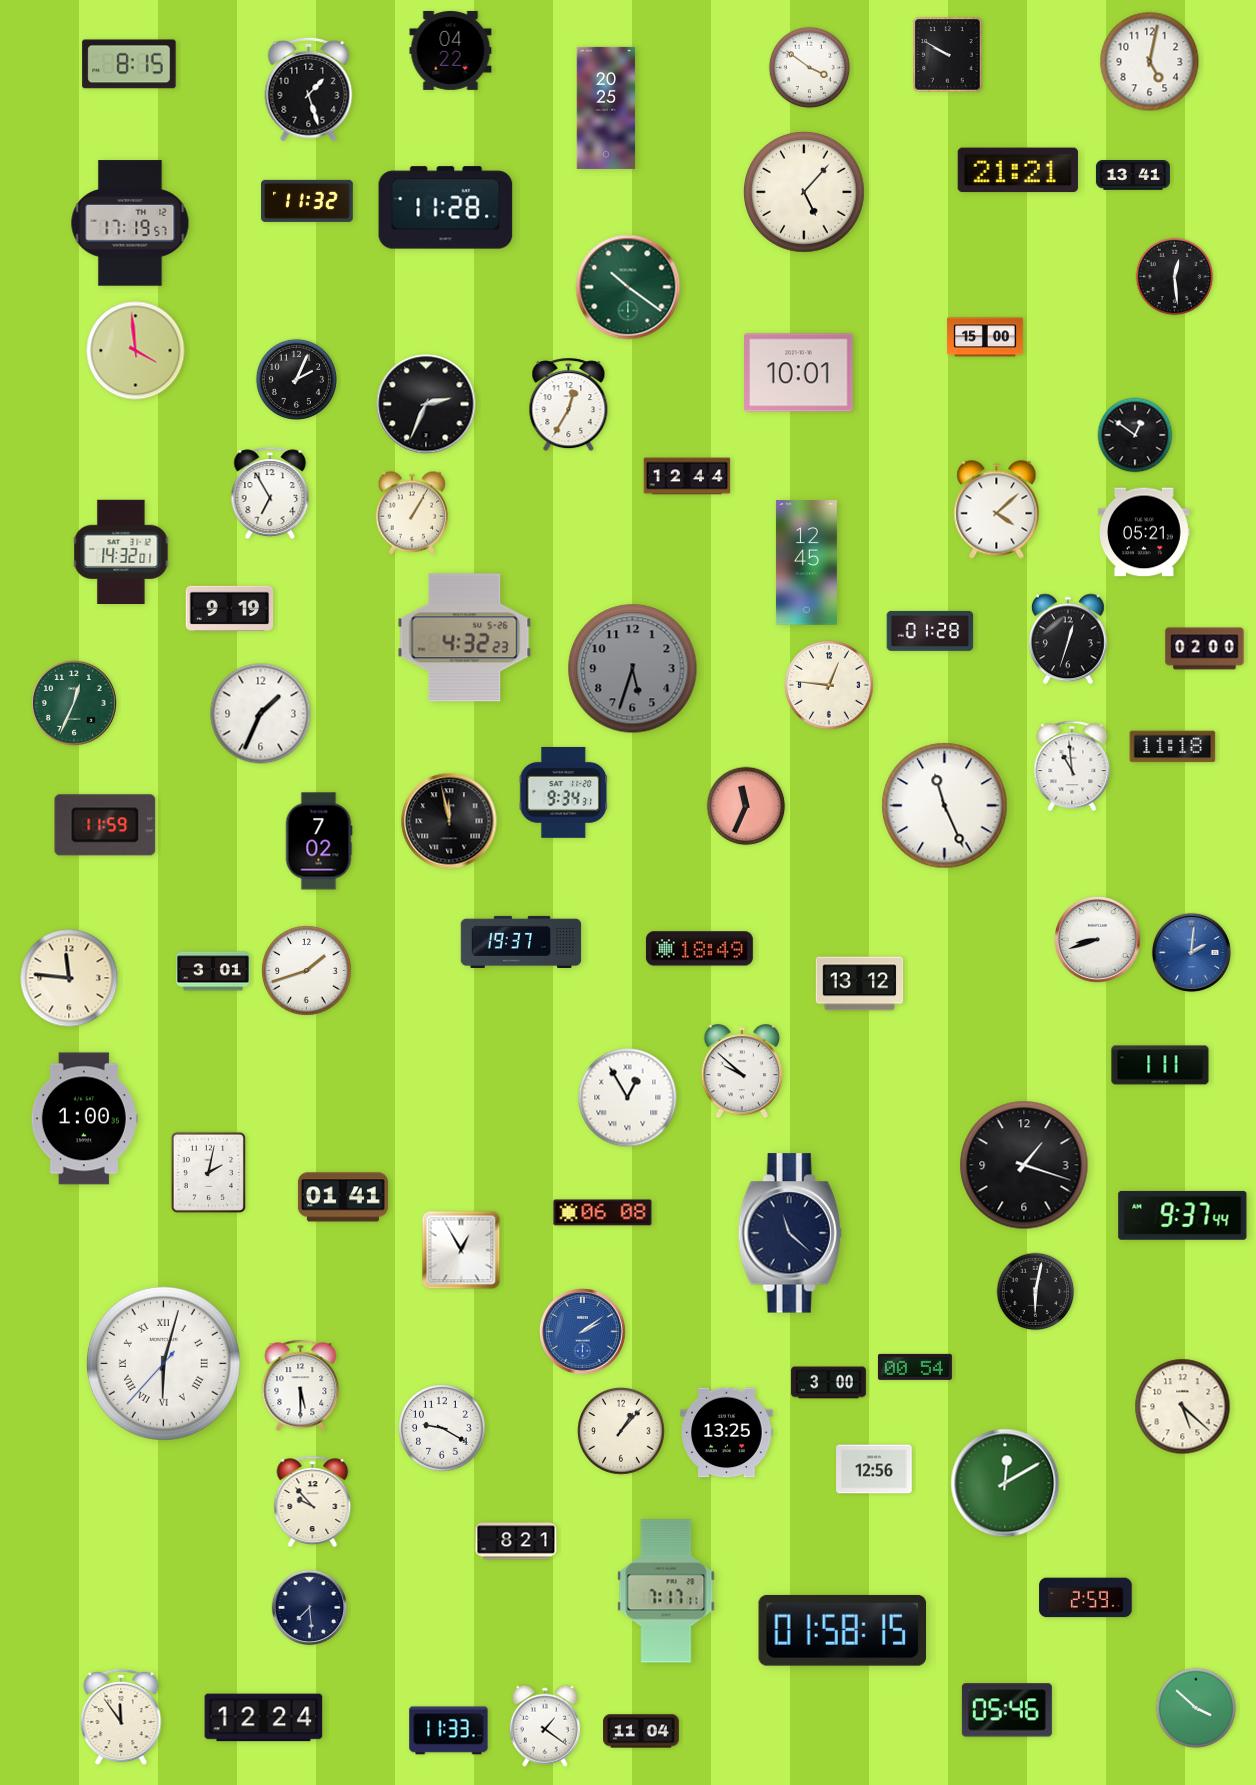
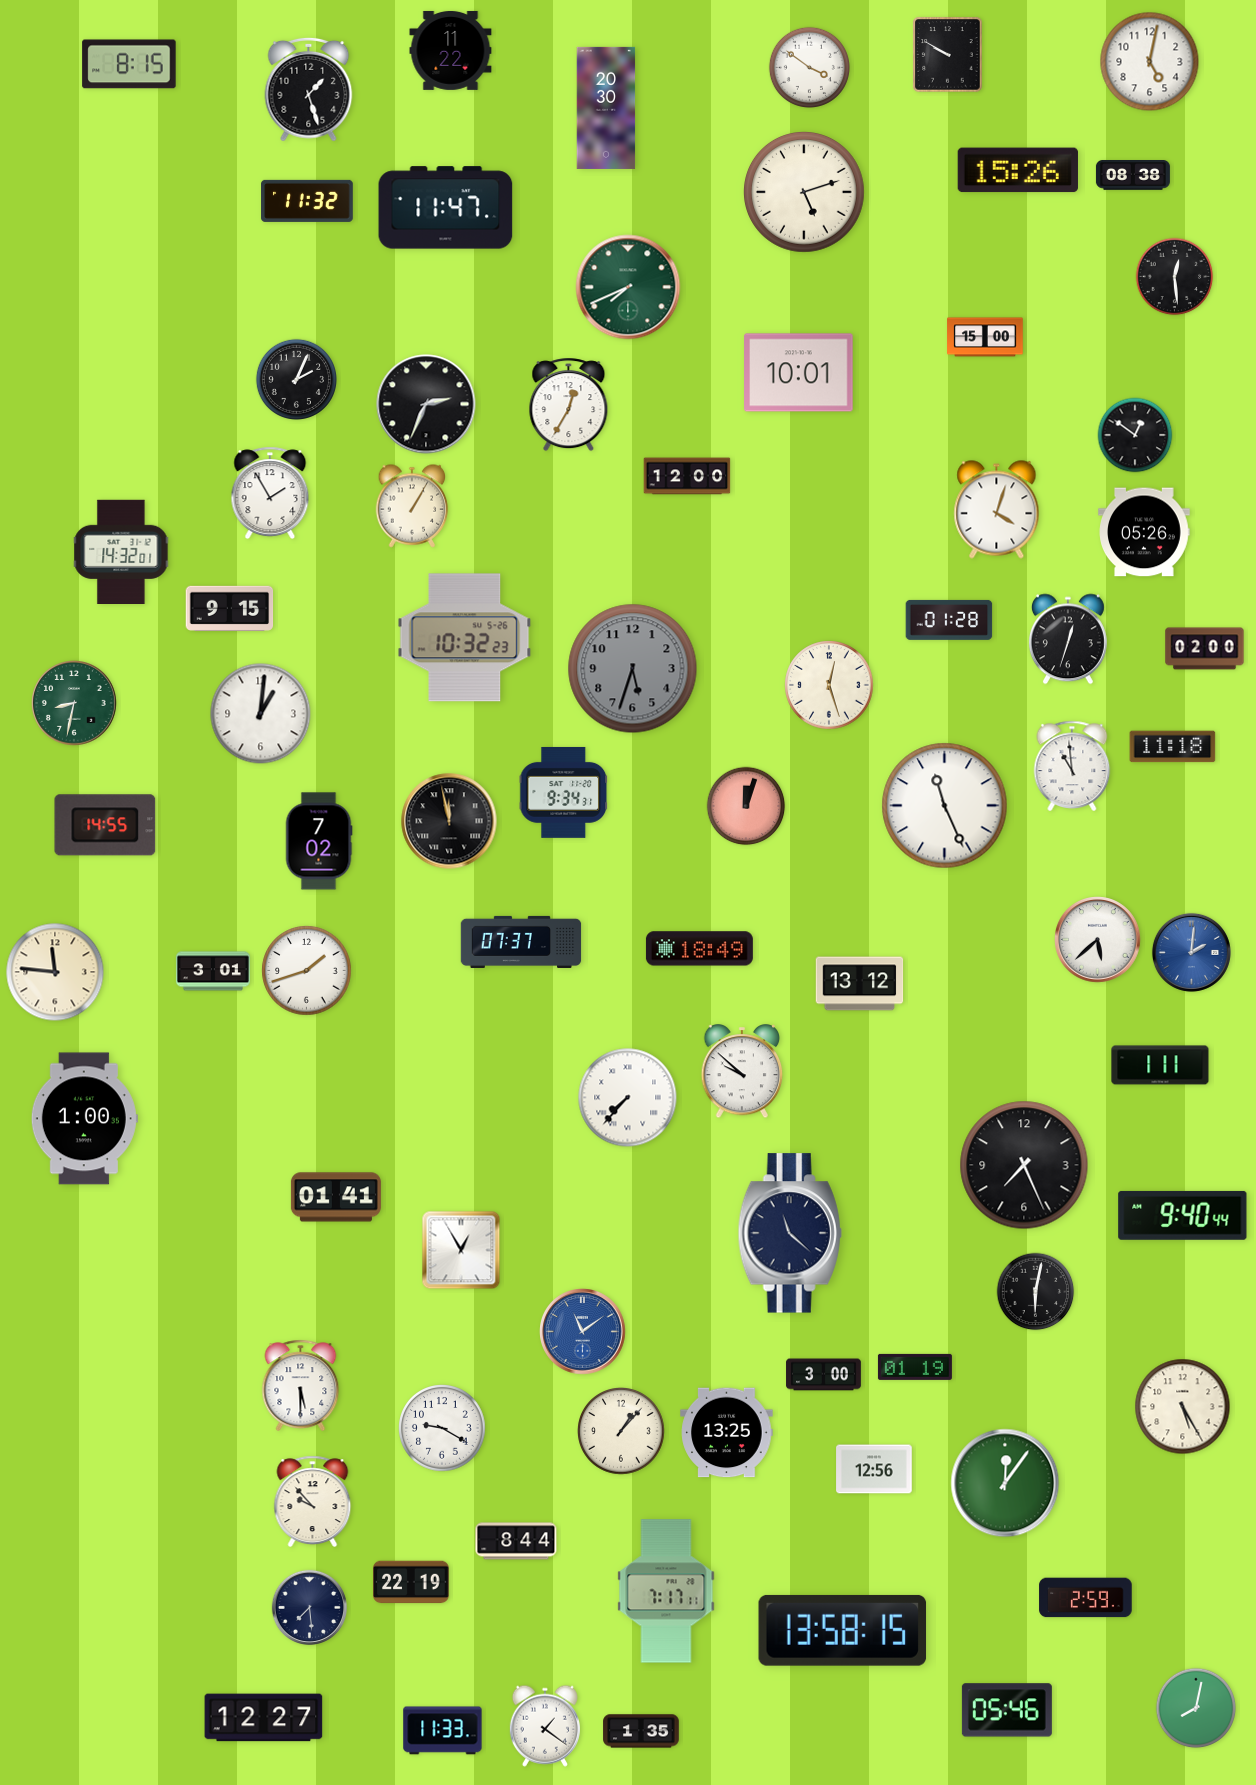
clock at (451, 50): 04:22 -> 11:22
clock at (606, 108): 20:25 -> 20:30
clock at (1018, 170): 21:21 -> 15:26
clock at (1133, 176): 13:41 -> 08:38
clock at (805, 193): 5:07 -> 5:12
clock at (446, 208): 11:28 -> 11:47
clock at (130, 223): 17:19 -> none
clock at (628, 287): 10:21 -> 7:41
clock at (136, 351): 3:59 -> none
clock at (687, 476): 12:44 -> 12:00
clock at (270, 493): 6:55 -> 1:55
clock at (997, 510): 4:08 -> 4:03
clock at (412, 513) position: (412, 513) -> (412, 506)
clock at (1144, 532): 05:21 -> 05:26
clock at (806, 563): 12:45 -> none
clock at (230, 608): 9:19 -> 9:15
clock at (930, 631) position: (930, 631) -> (949, 620)
clock at (465, 638): 4:32 -> 10:32
clock at (829, 685): 12:46 -> 12:27
clock at (75, 704): 12:34 -> 8:32
clock at (261, 714): 1:34 -> 1:01
clock at (746, 806): 11:34 -> 12:03
clock at (105, 825): 11:59 -> 14:55
clock at (1098, 940): 8:42 -> 5:38
clock at (521, 942): 19:37 -> 07:37
clock at (69, 978) position: (69, 978) -> (55, 972)
clock at (628, 1098): 12:55 -> 7:37
clock at (1024, 1165): 1:18 -> 7:26
clock at (208, 1172): 2:02 -> none
clock at (343, 1197) position: (343, 1197) -> (336, 1197)
clock at (603, 1213): 06:08 -> none
clock at (1183, 1215): 9:37 -> 9:40
clock at (583, 1332): 2:09 -> 11:09
clock at (163, 1363): 6:02 -> none
clock at (915, 1367): 00:54 -> 01:19
clock at (829, 1383) position: (829, 1383) -> (824, 1375)
clock at (1183, 1407): 5:22 -> 5:25
clock at (1005, 1483): 12:10 -> 12:06
clock at (516, 1541): 8:21 -> 8:44
clock at (411, 1582): none -> 22:19
clock at (843, 1630): 01:58 -> 13:58
clock at (1196, 1708): 3:52 -> 8:02
clock at (121, 1717): 11:54 -> none
clock at (264, 1718): 12:24 -> 12:27
clock at (449, 1731) position: (449, 1731) -> (443, 1731)
clock at (641, 1731): 11:04 -> 1:35
